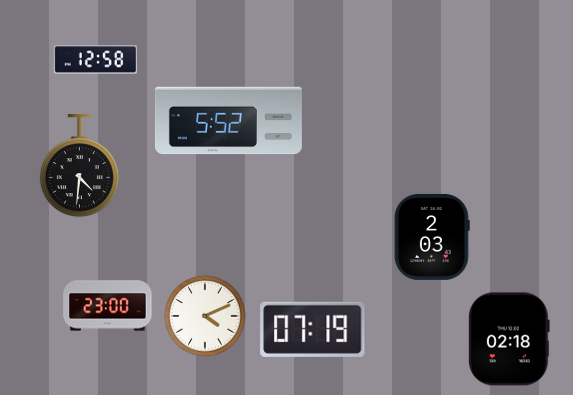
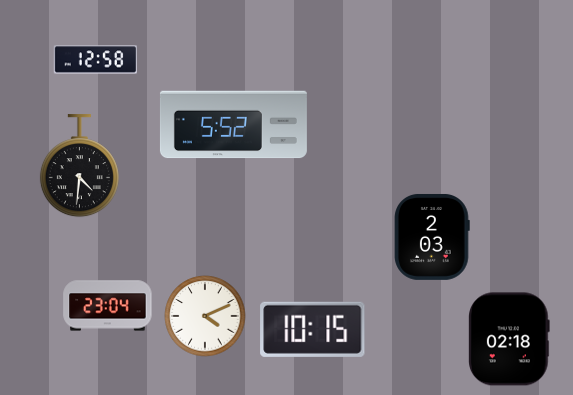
clock at (228, 121) position: (228, 121) -> (233, 125)
clock at (108, 306): 23:00 -> 23:04
clock at (313, 329): 07:19 -> 10:15
